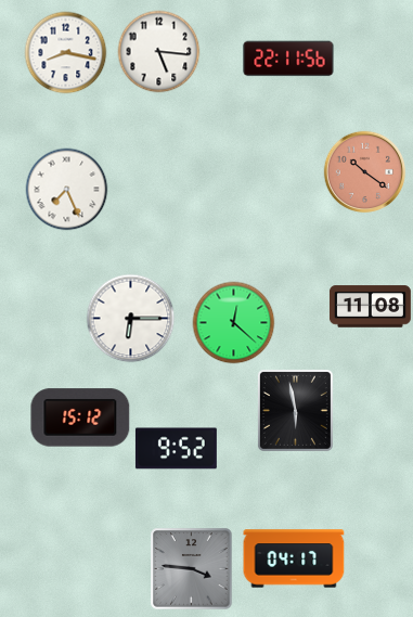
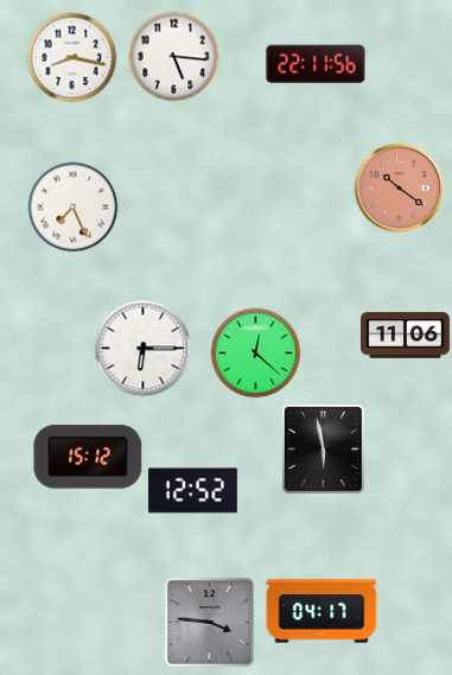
clock at (370, 307): 11:08 -> 11:06
clock at (176, 449): 9:52 -> 12:52
